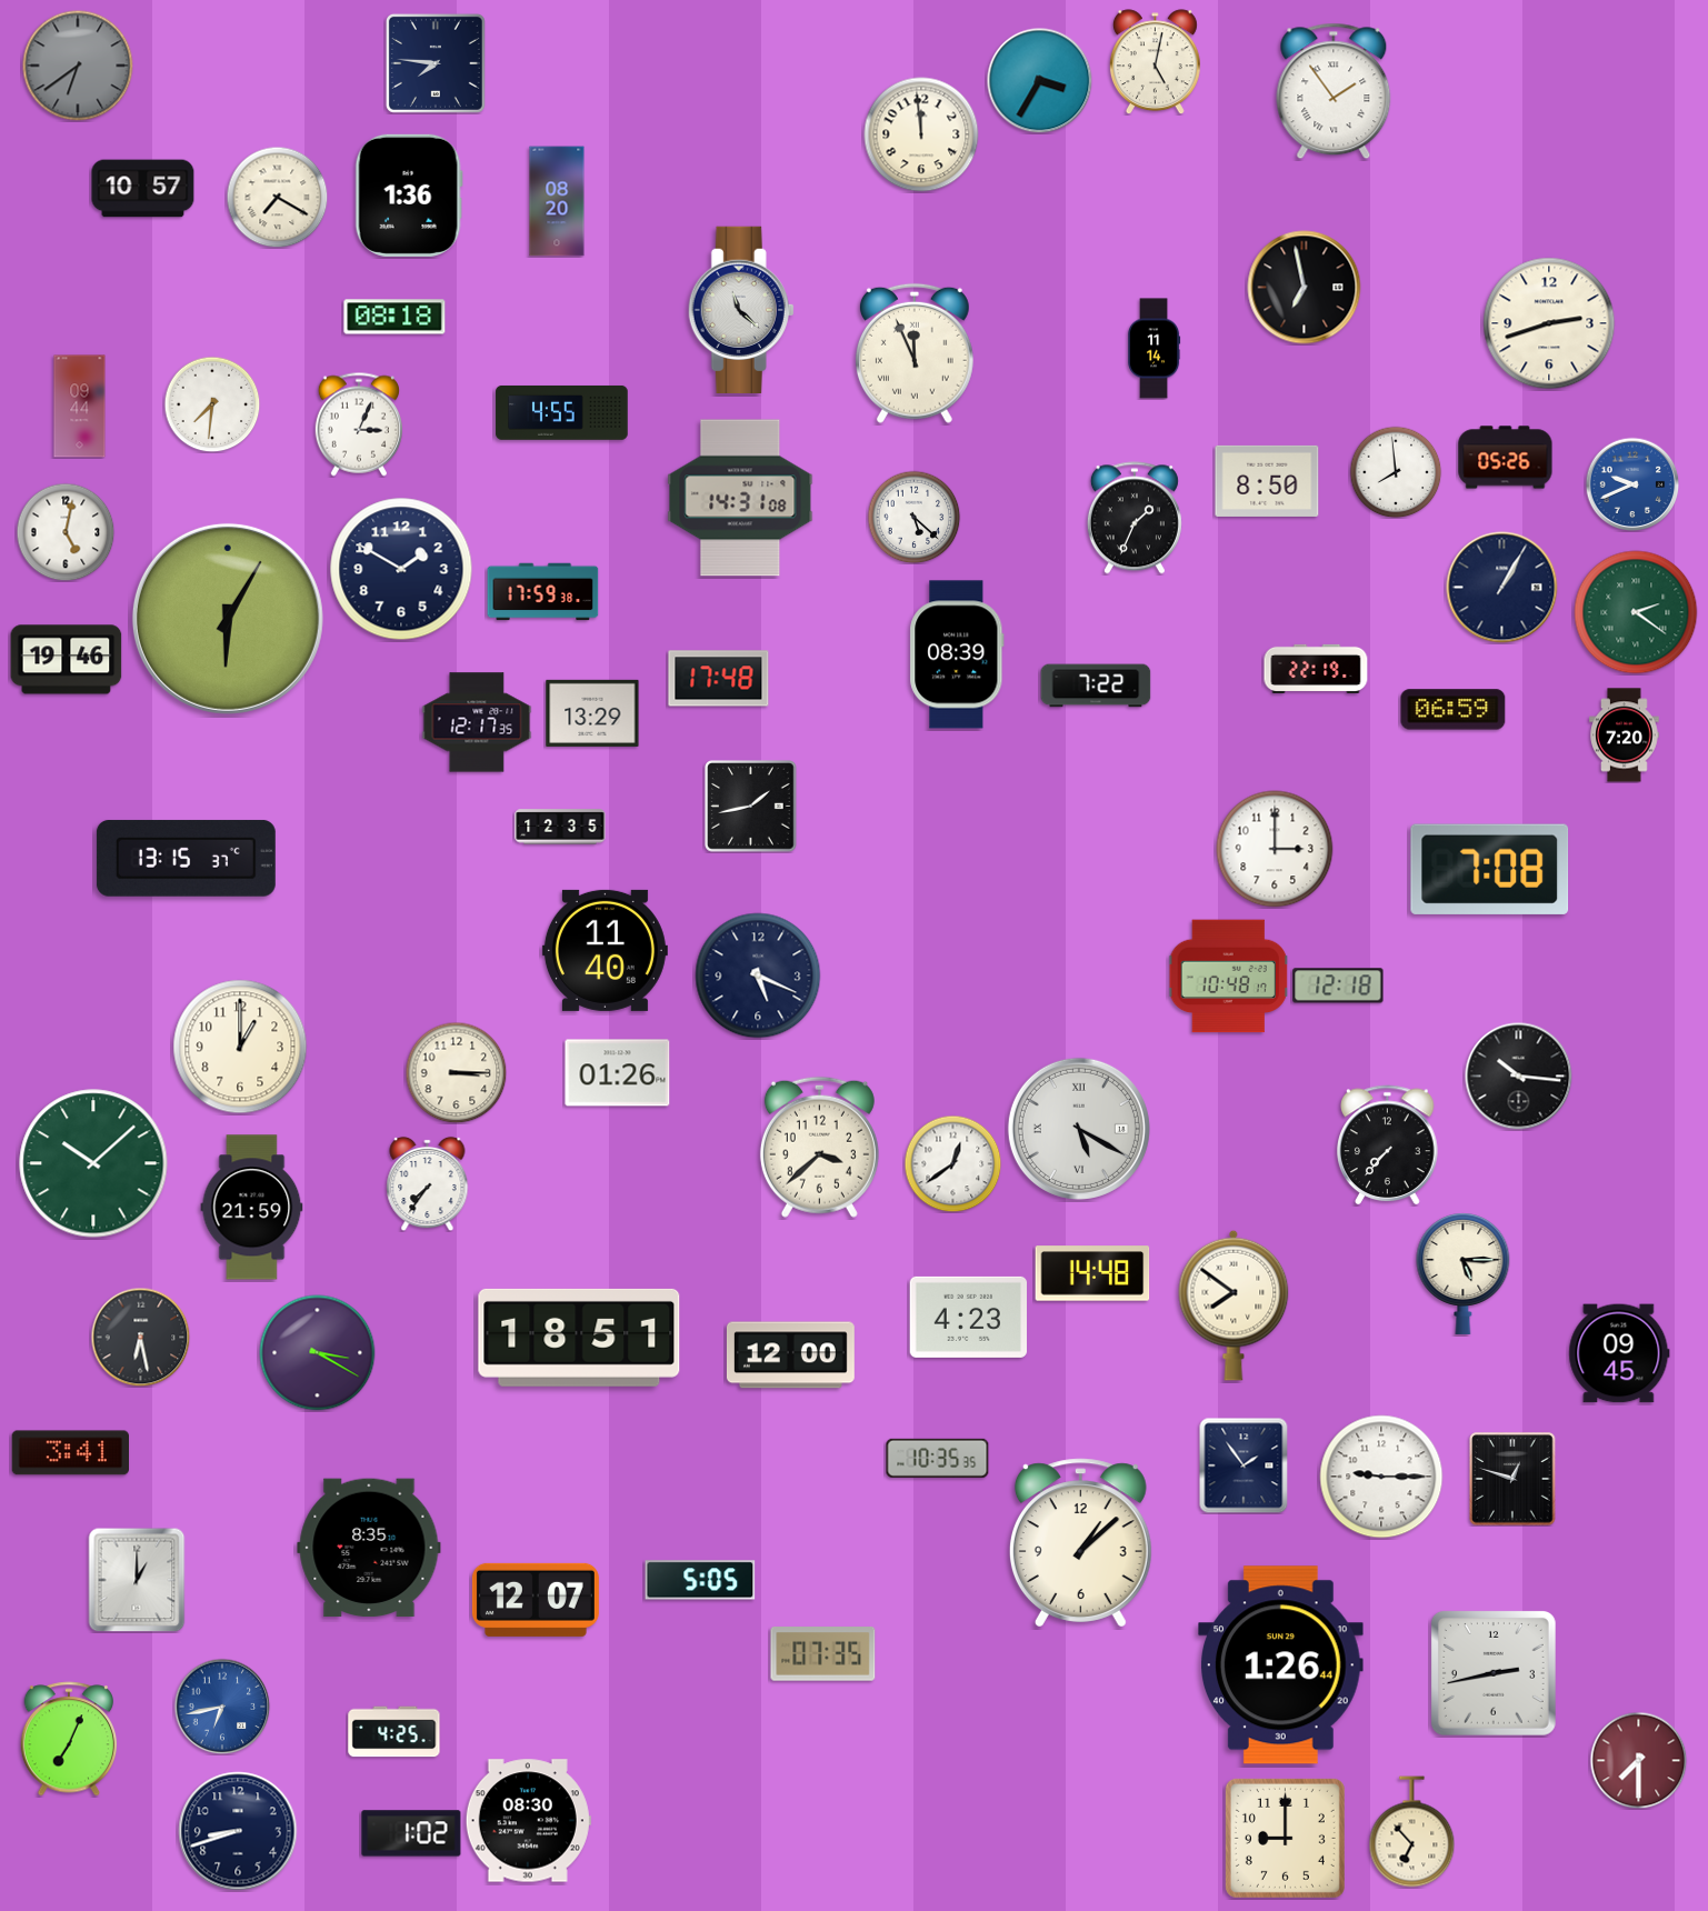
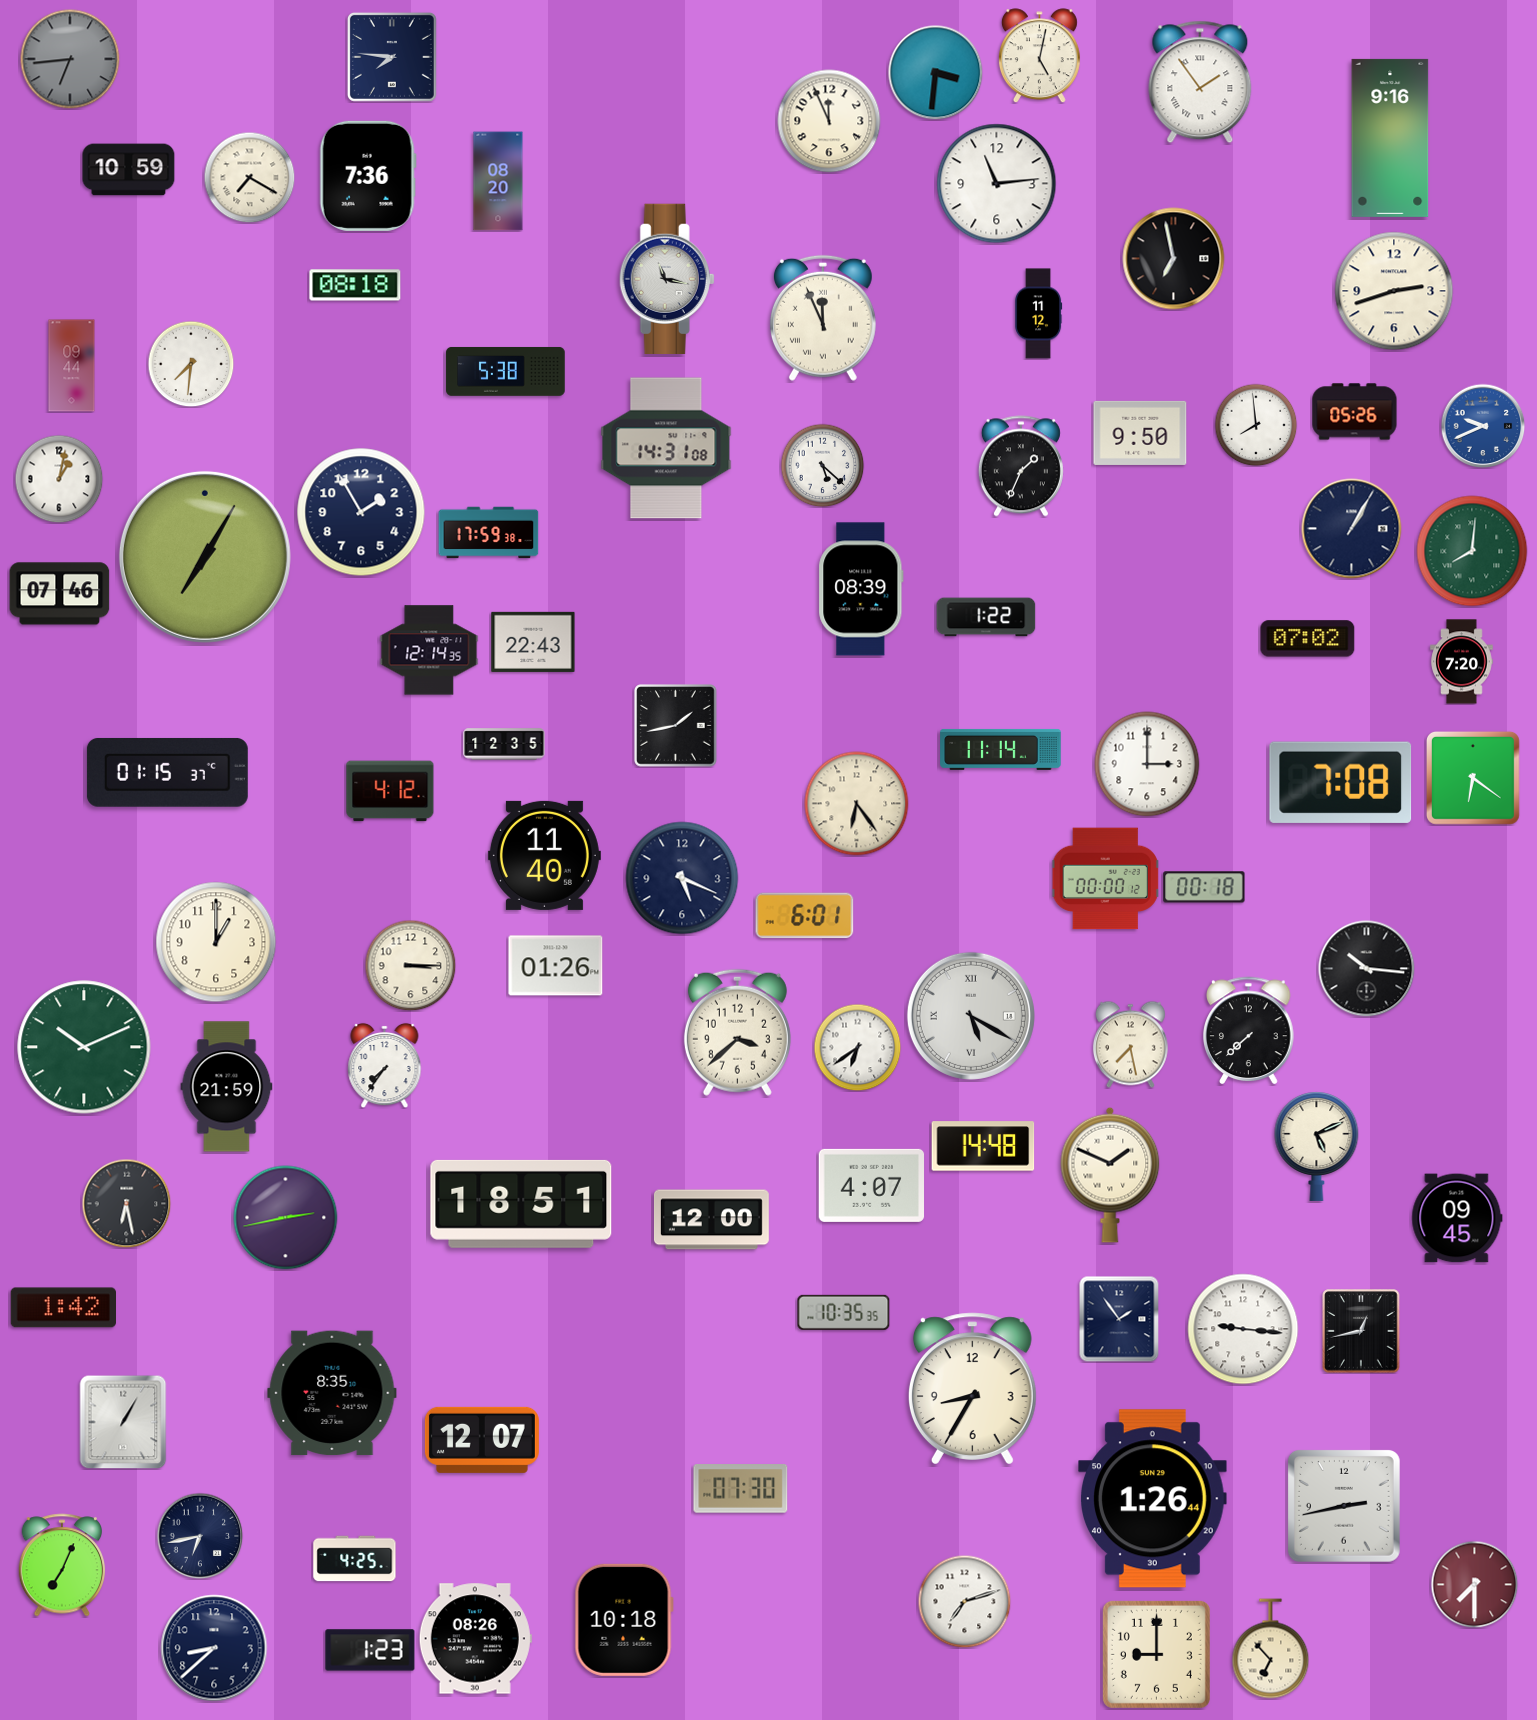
clock at (78, 66): 6:39 -> 6:44
clock at (1039, 80): 3:35 -> 3:31
clock at (921, 134): 11:59 -> 11:56
clock at (1390, 138): none -> 9:16
clock at (143, 189): 10:57 -> 10:59
clock at (409, 196): 1:36 -> 7:36
clock at (557, 201) position: (557, 201) -> (498, 181)
clock at (997, 184): none -> 11:14
clock at (741, 309): 11:22 -> 11:17
clock at (1155, 349): 11:14 -> 11:12
clock at (562, 412): 4:55 -> 5:38
clock at (359, 424): 3:04 -> none
clock at (1267, 481): 8:50 -> 9:50
clock at (1632, 484) position: (1632, 484) -> (1483, 426)
clock at (66, 532): 5:02 -> 1:02
clock at (401, 569): 1:50 -> 1:55
clock at (1636, 612): 2:21 -> 8:01
clock at (228, 619): 6:05 -> 7:05
clock at (67, 660): 19:46 -> 07:46
clock at (1316, 669): 22:19 -> none
clock at (719, 679): 17:48 -> none
clock at (1096, 686): 7:22 -> 1:22
clock at (1454, 710): 06:59 -> 07:02
clock at (592, 713): 13:29 -> 22:43
clock at (477, 722): 12:17 -> 12:14
clock at (1001, 749): none -> 11:14
clock at (186, 858): 13:15 -> 01:15
clock at (1473, 778): none -> 6:21
clock at (390, 791): none -> 4:12
clock at (857, 804): none -> 6:24
clock at (1229, 977): 10:48 -> 00:00
clock at (1338, 985): 12:18 -> 00:18
clock at (805, 916): none -> 6:01
clock at (1388, 1144): 7:37 -> 7:38
clock at (1130, 1044): none -> 7:28
clock at (93, 1163): 10:08 -> 10:11
clock at (952, 1163): 12:39 -> 6:39
clock at (1464, 1273): 5:15 -> 5:11
clock at (1233, 1305): 7:51 -> 1:49
clock at (969, 1317): 4:23 -> 4:07
clock at (318, 1353): 3:20 -> 2:43
clock at (70, 1453): 3:41 -> 1:42
clock at (1381, 1477): 9:15 -> 9:16
clock at (1512, 1479): 12:48 -> 12:43
clock at (1080, 1543): 1:08 -> 8:35
clock at (137, 1580): 1:00 -> 1:05
clock at (700, 1580): 5:05 -> none
clock at (823, 1654): 07:35 -> 07:30
clock at (222, 1707) dial: blue -> navy
clock at (964, 1601): none -> 7:12
clock at (624, 1620): none -> 10:18
clock at (528, 1821): 08:30 -> 08:26
clock at (238, 1831): 8:42 -> 8:38
clock at (411, 1833): 1:02 -> 1:23
